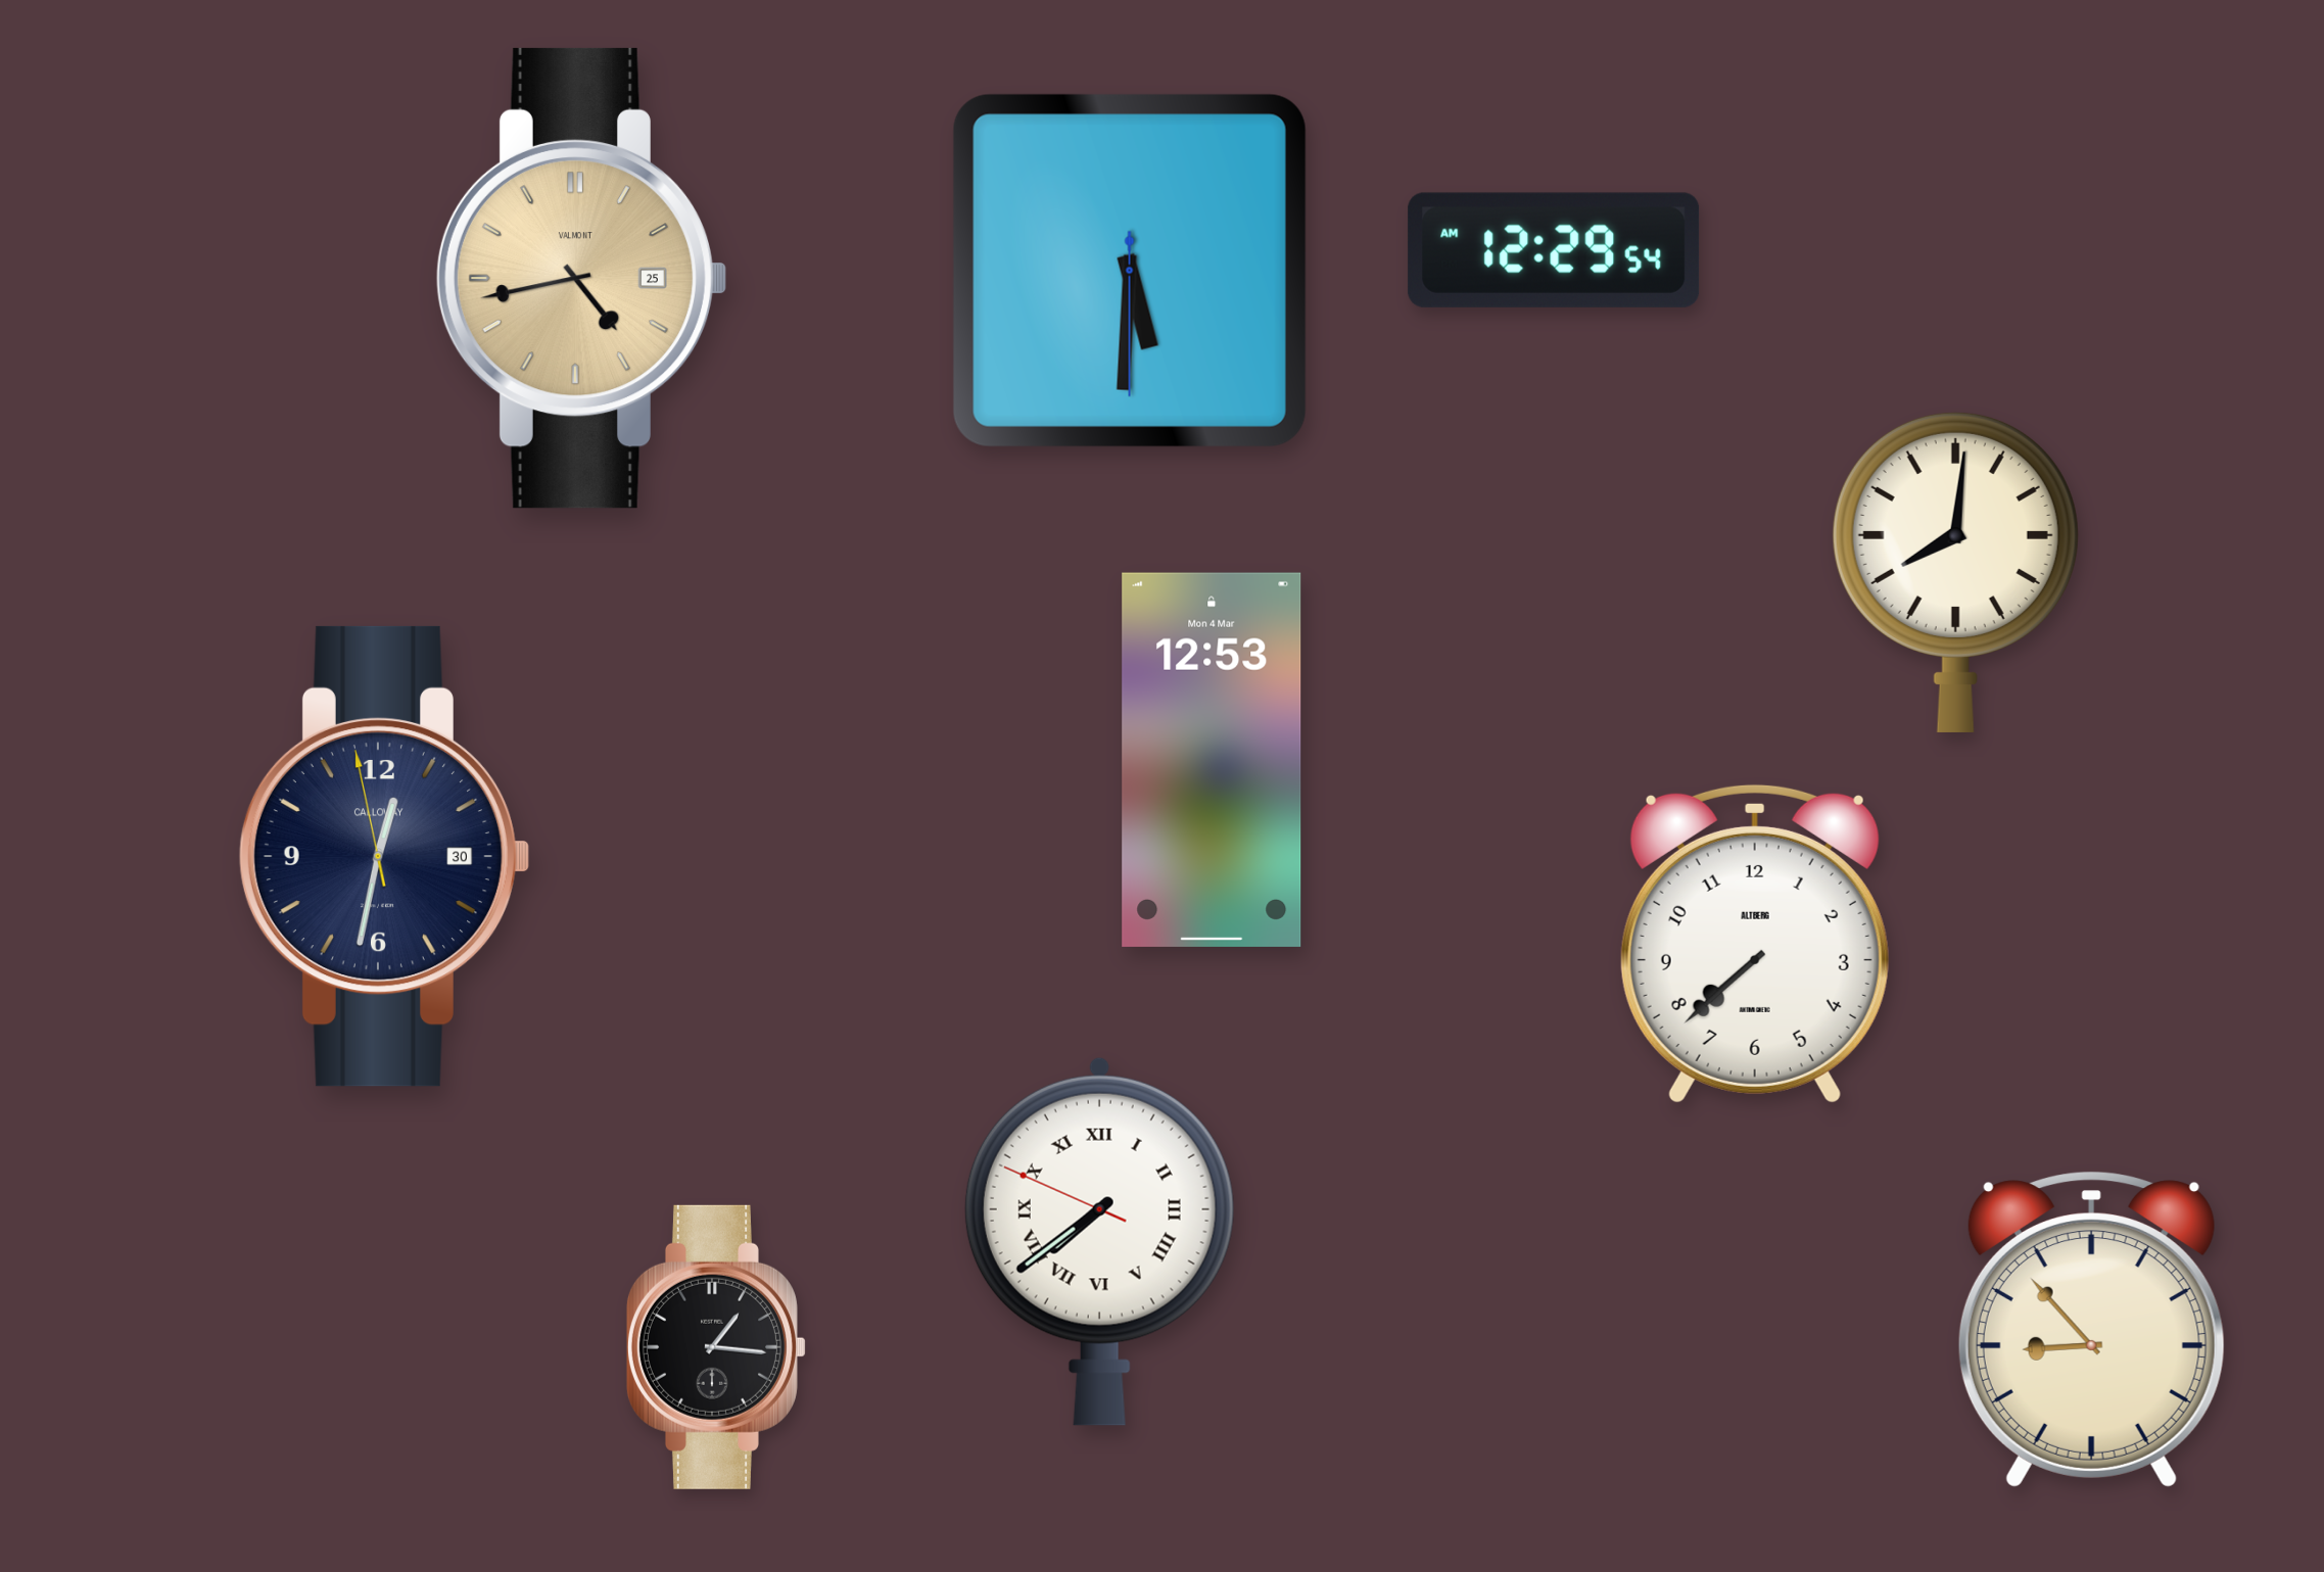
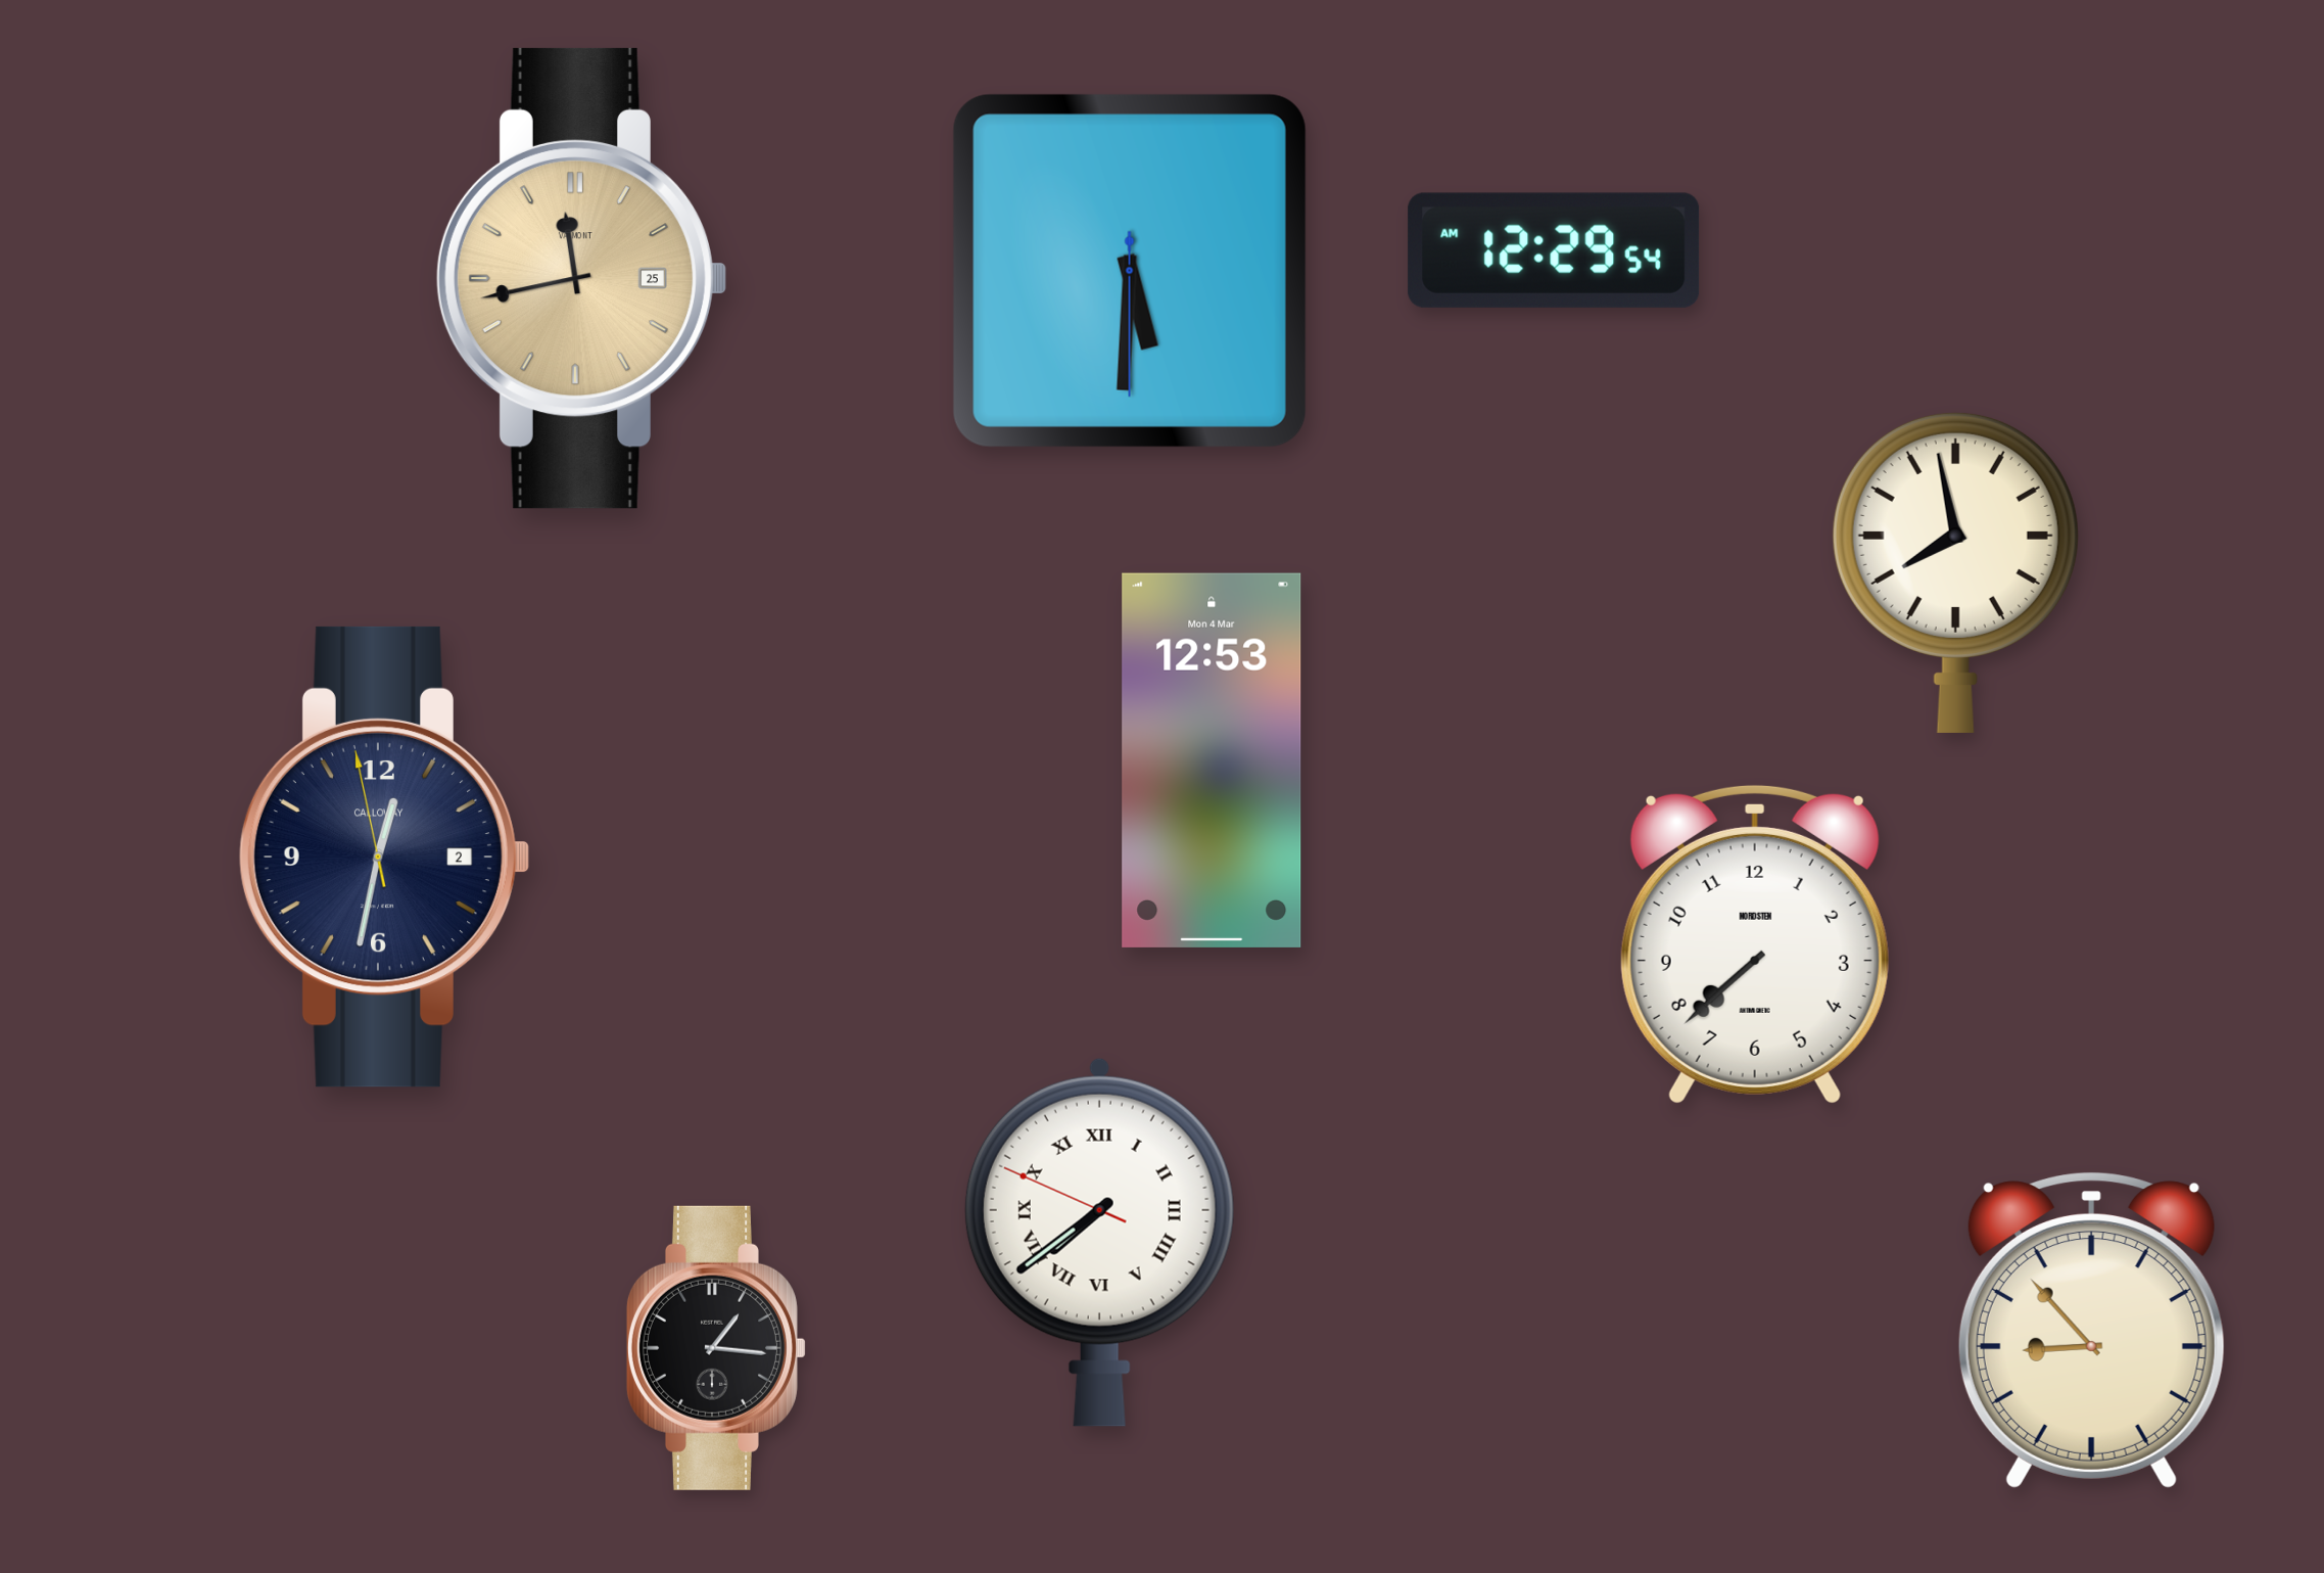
clock at (581, 278): 4:43 -> 11:43
clock at (1955, 572): 8:01 -> 7:58
clock at (384, 856) date: 30 -> 2
clock at (1755, 944) brand: ALTBERG -> NORDSTEN
